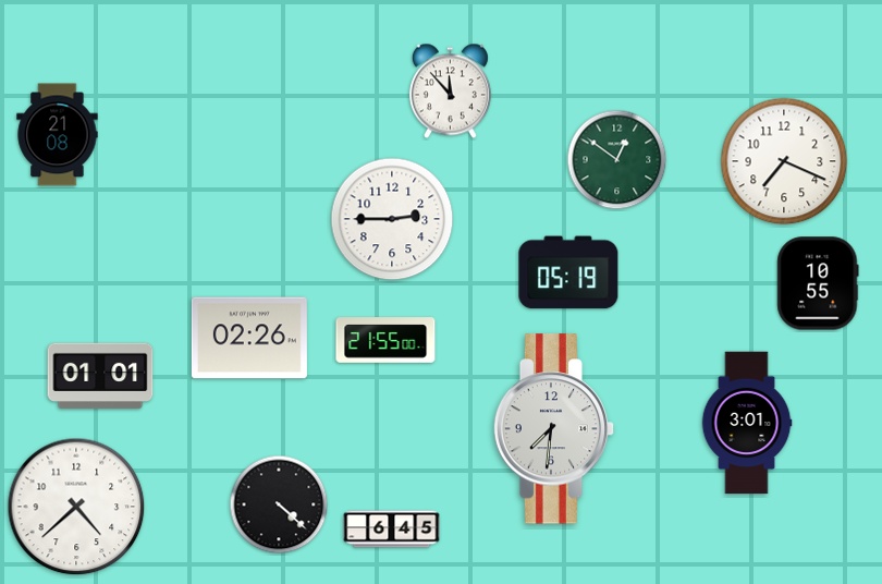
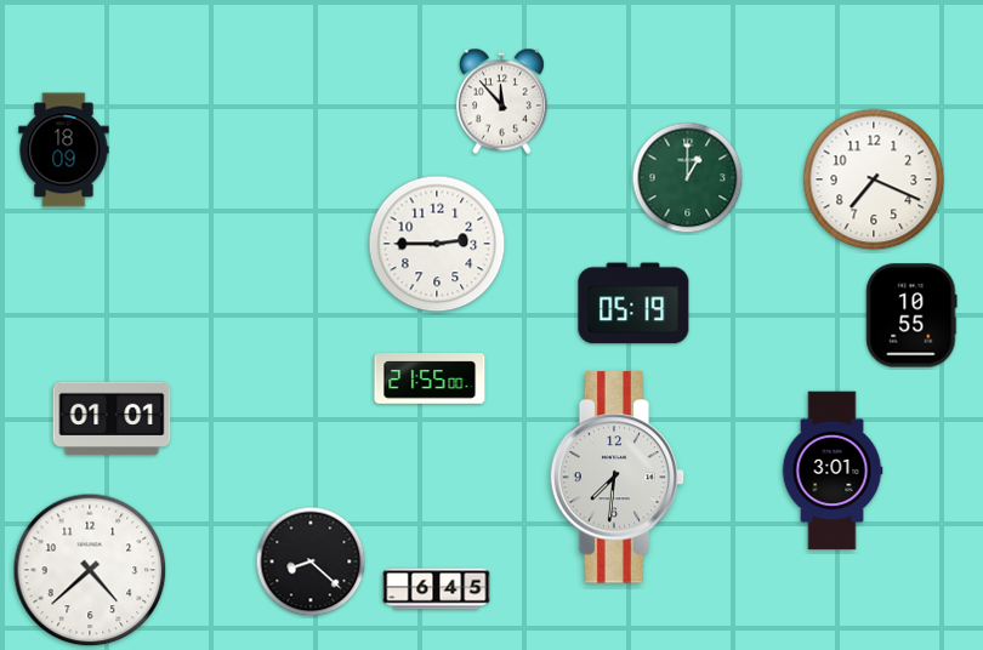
clock at (58, 135): 21:08 -> 18:09
clock at (617, 160): 12:51 -> 1:00
clock at (249, 338): 02:26 -> none
clock at (279, 504): 4:22 -> 8:22
clock at (76, 507) position: (76, 507) -> (90, 570)
